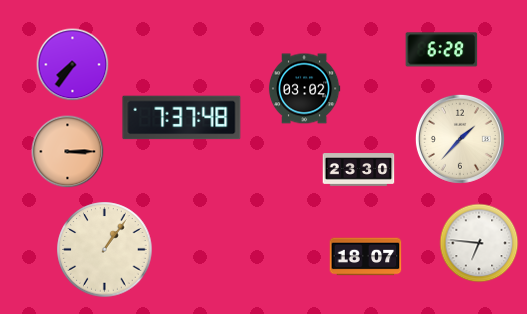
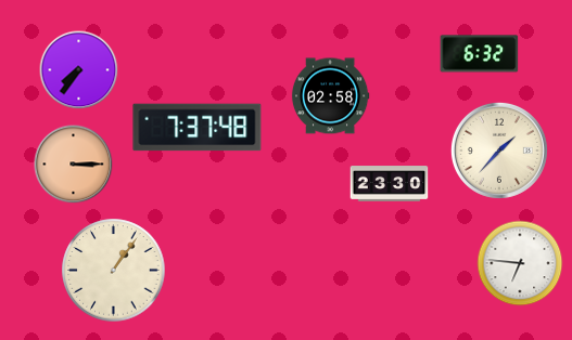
clock at (442, 50): 6:28 -> 6:32
clock at (304, 89): 03:02 -> 02:58
clock at (366, 257): 18:07 -> none
